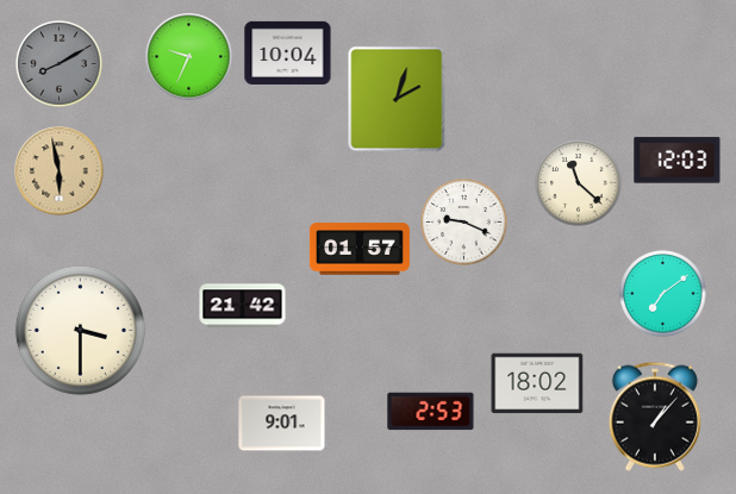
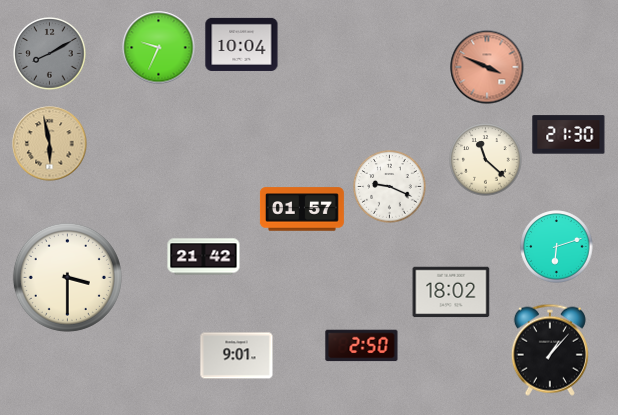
clock at (487, 67): none -> 3:49
clock at (397, 99): 2:03 -> none
clock at (678, 161): 12:03 -> 21:30
clock at (579, 183) position: (579, 183) -> (486, 160)
clock at (663, 294): 7:09 -> 6:12
clock at (537, 383) position: (537, 383) -> (451, 292)
clock at (431, 412): 2:53 -> 2:50
